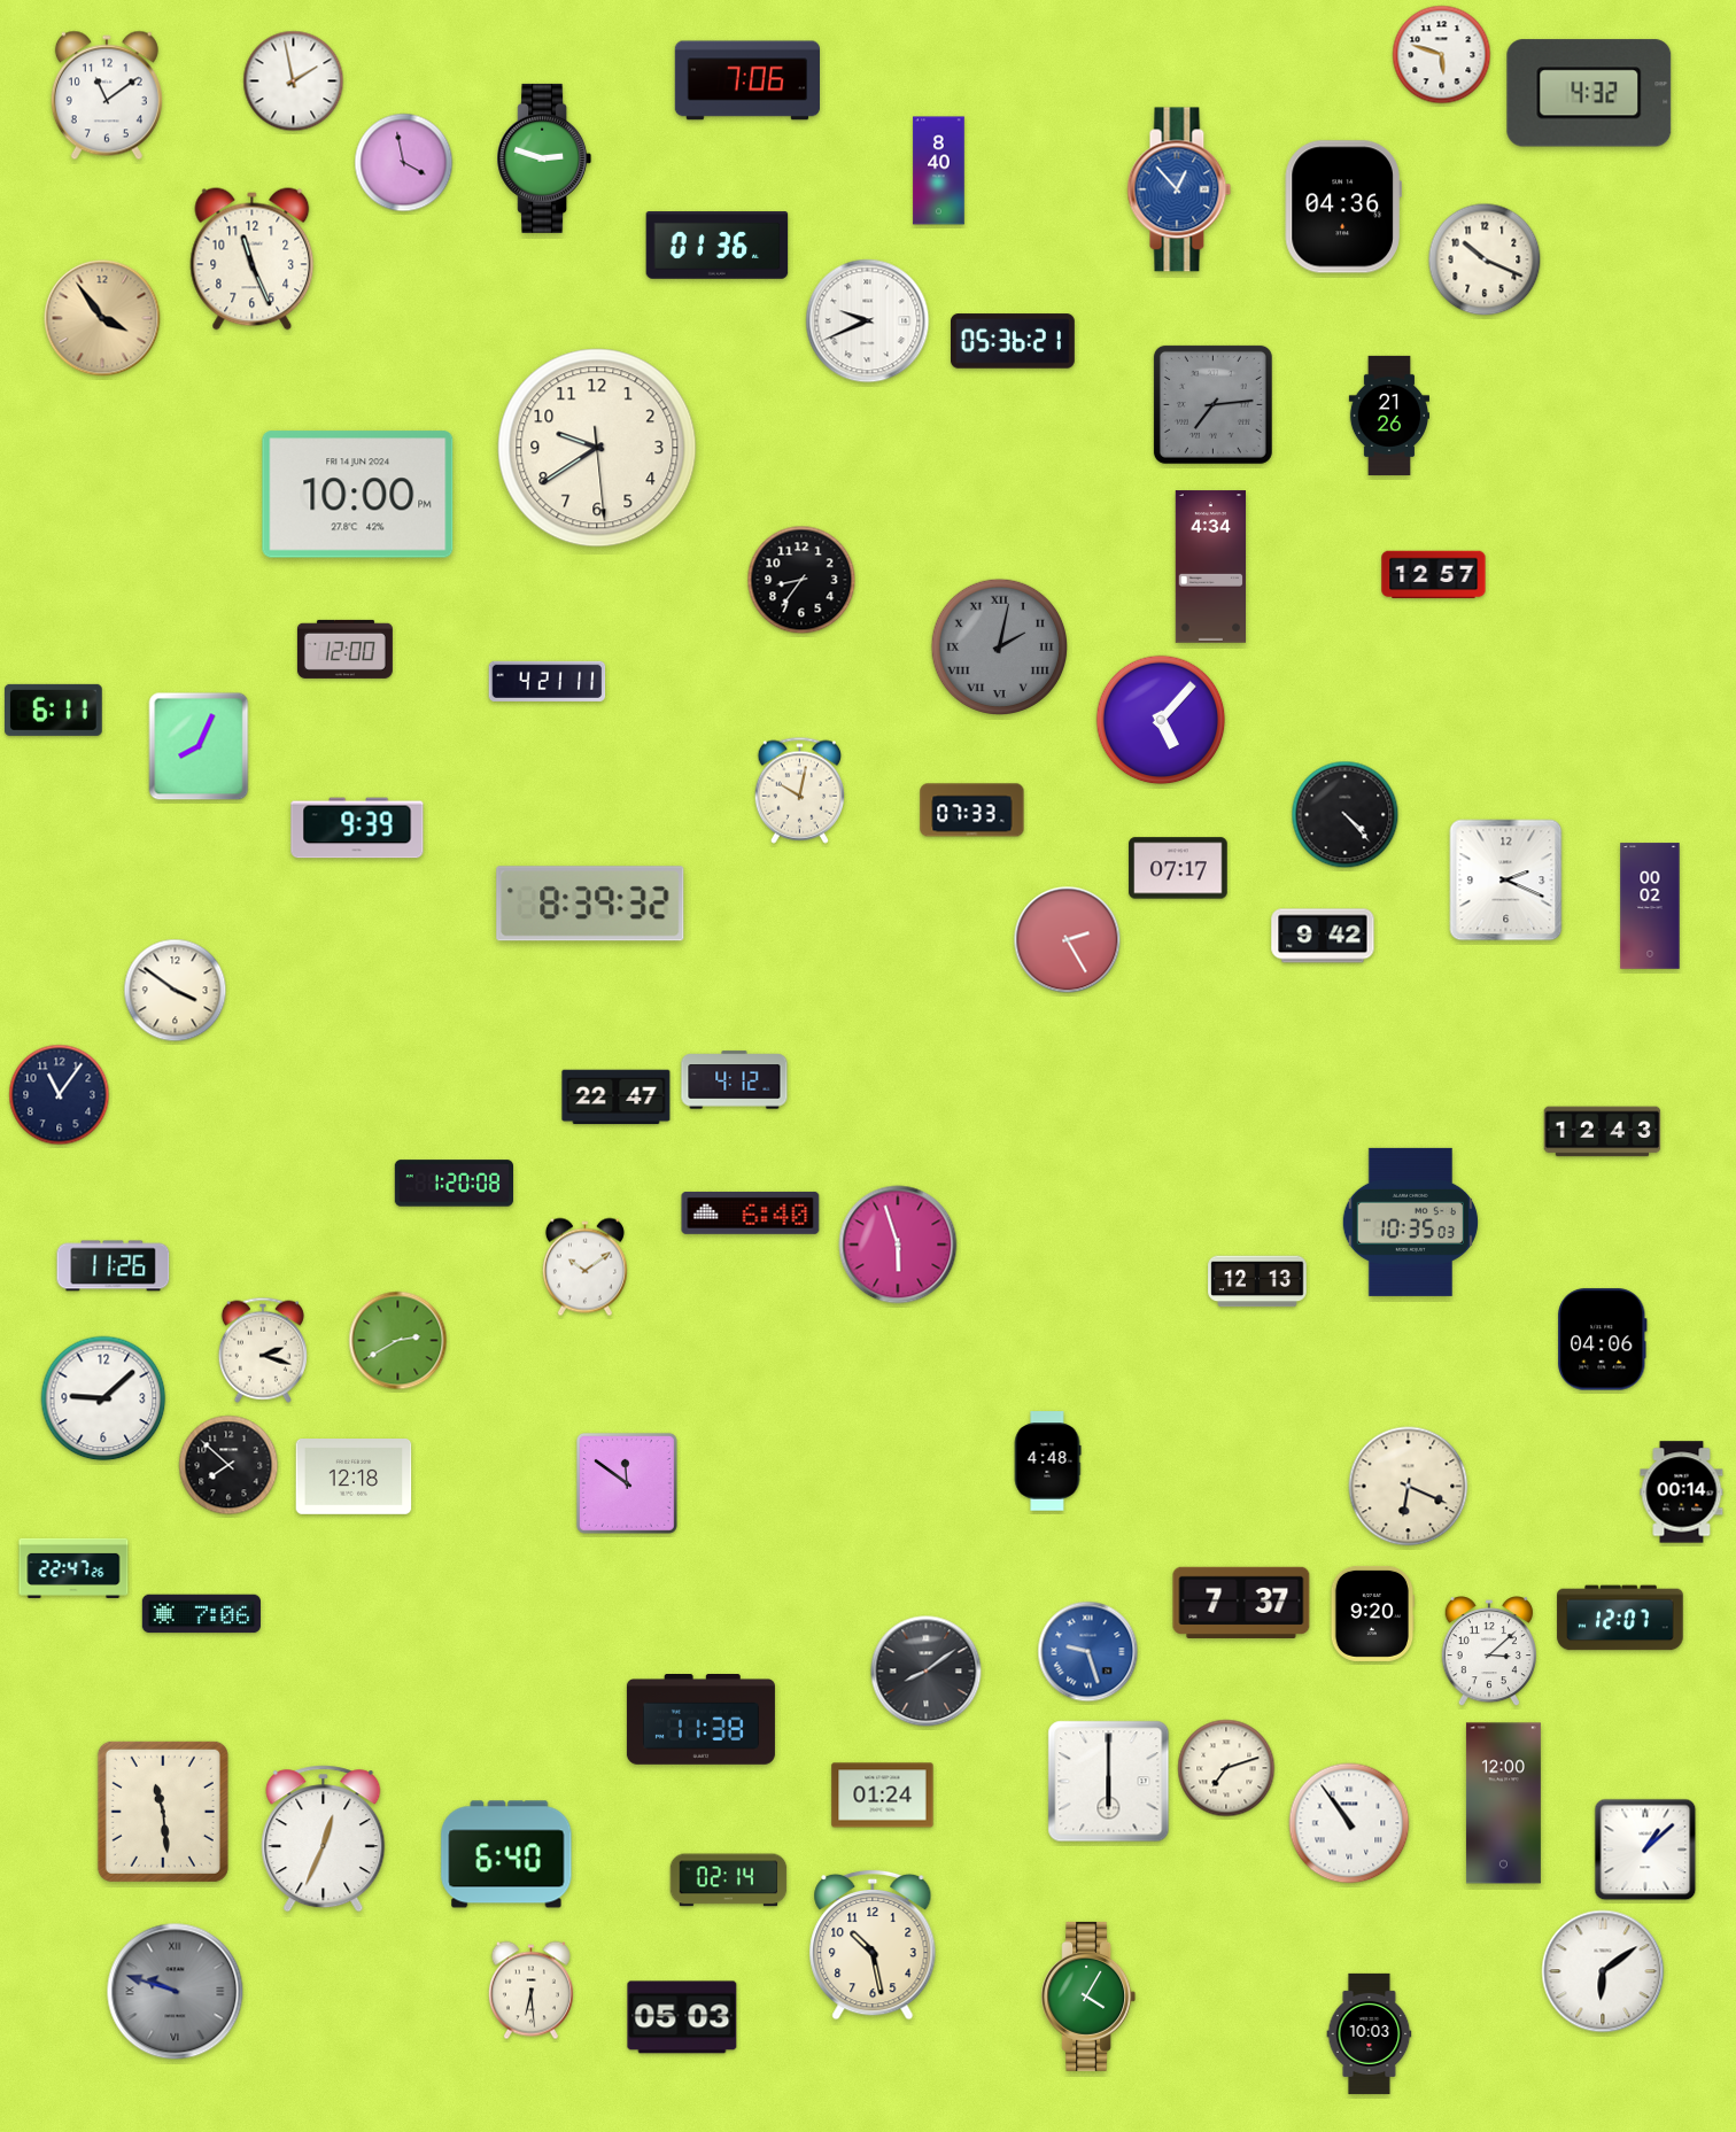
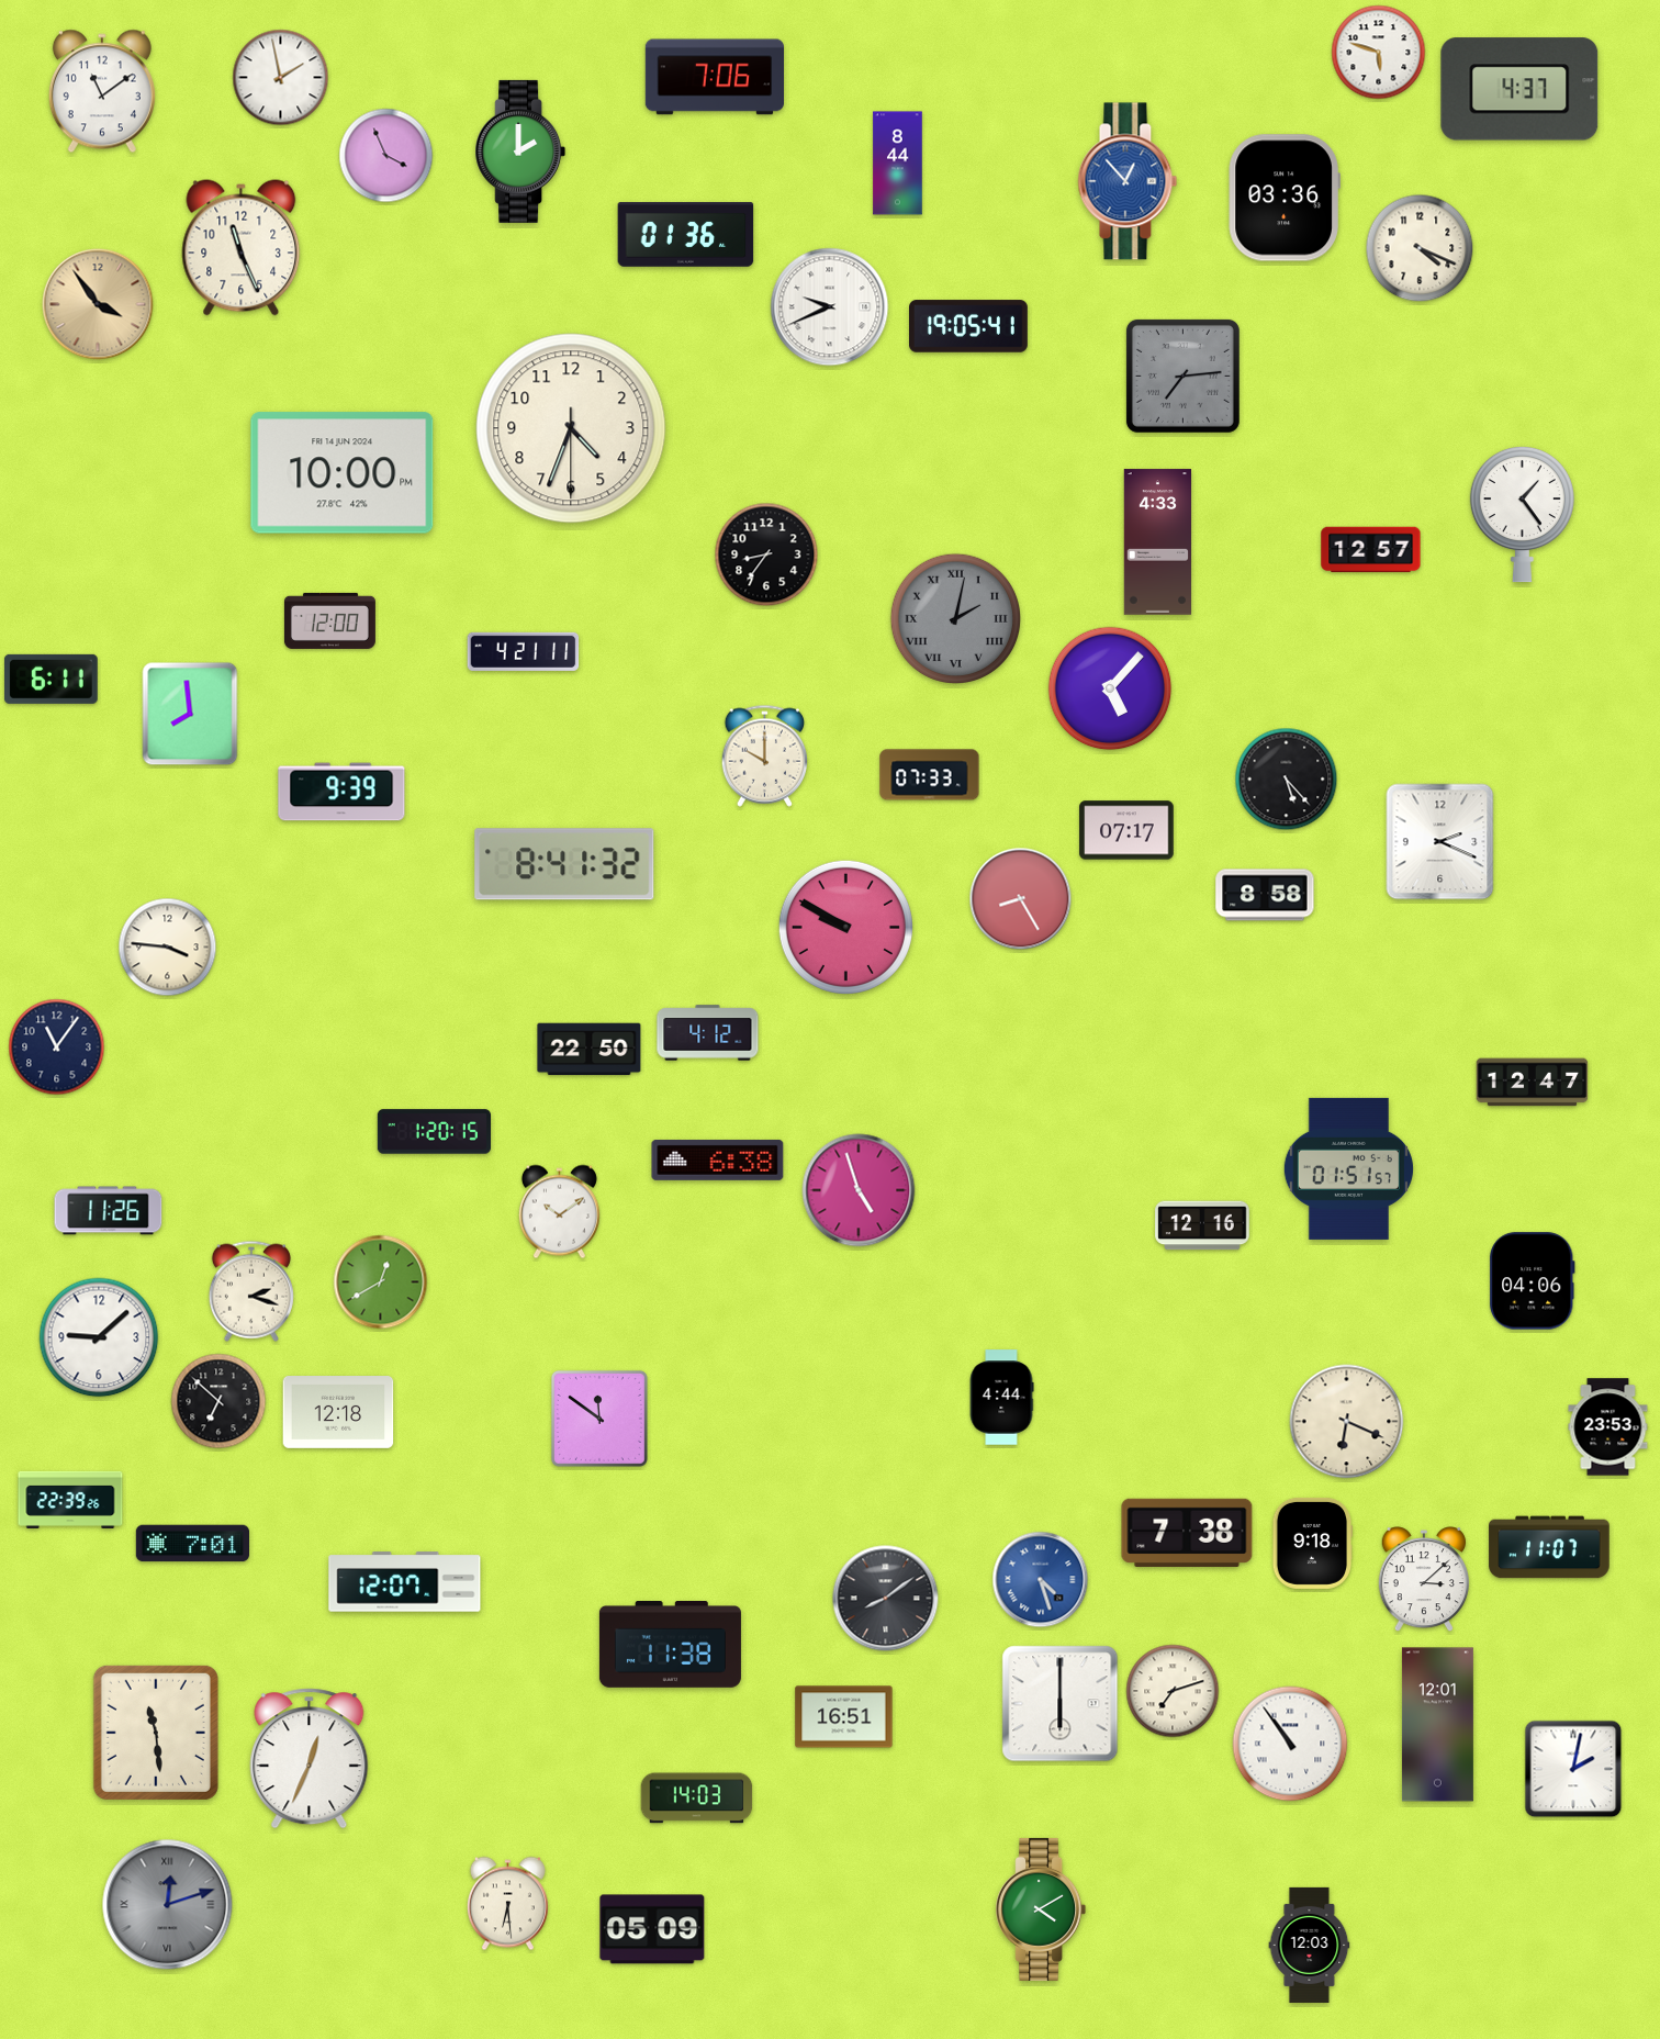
clock at (1589, 93): 4:32 -> 4:37
clock at (544, 158): 2:48 -> 2:00
clock at (404, 163): 3:58 -> 3:56
clock at (939, 171): 8:40 -> 8:44
clock at (1343, 207): 04:36 -> 03:36
clock at (1485, 259): 10:19 -> 4:19
clock at (1014, 341): 05:36 -> 19:05
clock at (1212, 404) position: (1212, 404) -> (1182, 376)
clock at (1388, 416): 21:26 -> none
clock at (597, 448): 9:39 -> 4:33
clock at (1522, 514): none -> 1:24
clock at (1211, 567): 4:34 -> 4:33
clock at (199, 746): 8:04 -> 7:59
clock at (799, 790): 10:02 -> 10:00
clock at (1346, 815): 4:23 -> 5:23
clock at (590, 904): 8:39 -> 8:41
clock at (1650, 906): 00:02 -> none
clock at (1323, 936): 9:42 -> 8:58
clock at (1068, 940): 2:25 -> 8:25
clock at (845, 927): none -> 9:50
clock at (176, 991): 3:51 -> 3:46
clock at (735, 1080) position: (735, 1080) -> (708, 1033)
clock at (617, 1098): 22:47 -> 22:50
clock at (1603, 1132): 12:43 -> 12:47
clock at (454, 1184): 1:20:08 -> 1:20:15
clock at (751, 1212): 6:40 -> 6:38
clock at (1410, 1222): 10:35 -> 01:51
clock at (898, 1245): 5:57 -> 4:57
clock at (1257, 1281): 12:13 -> 12:16
clock at (398, 1341): 2:40 -> 12:40
clock at (1047, 1462): 4:48 -> 4:44
clock at (228, 1465): 7:52 -> 6:52
clock at (1682, 1493): 00:14 -> 23:53
clock at (73, 1568): 22:47 -> 22:39
clock at (1241, 1603): 7:37 -> 7:38
clock at (1373, 1613): 9:20 -> 9:18
clock at (201, 1614): 7:06 -> 7:01
clock at (1620, 1618): 12:07 -> 11:07
clock at (1088, 1652): 9:27 -> 4:27
clock at (405, 1582): none -> 12:07
clock at (883, 1796): 01:24 -> 16:51
clock at (1503, 1804): 12:00 -> 12:01
clock at (1645, 1850): 1:08 -> 2:02
clock at (506, 1854): 6:40 -> none
clock at (729, 1881): 02:14 -> 14:03
clock at (873, 1945): 10:28 -> none
clock at (1603, 1971): 6:09 -> none
clock at (176, 1992): 9:48 -> 12:12
clock at (1088, 1997): 4:05 -> 4:10
clock at (682, 2017): 05:03 -> 05:09
clock at (1370, 2033): 10:03 -> 12:03
